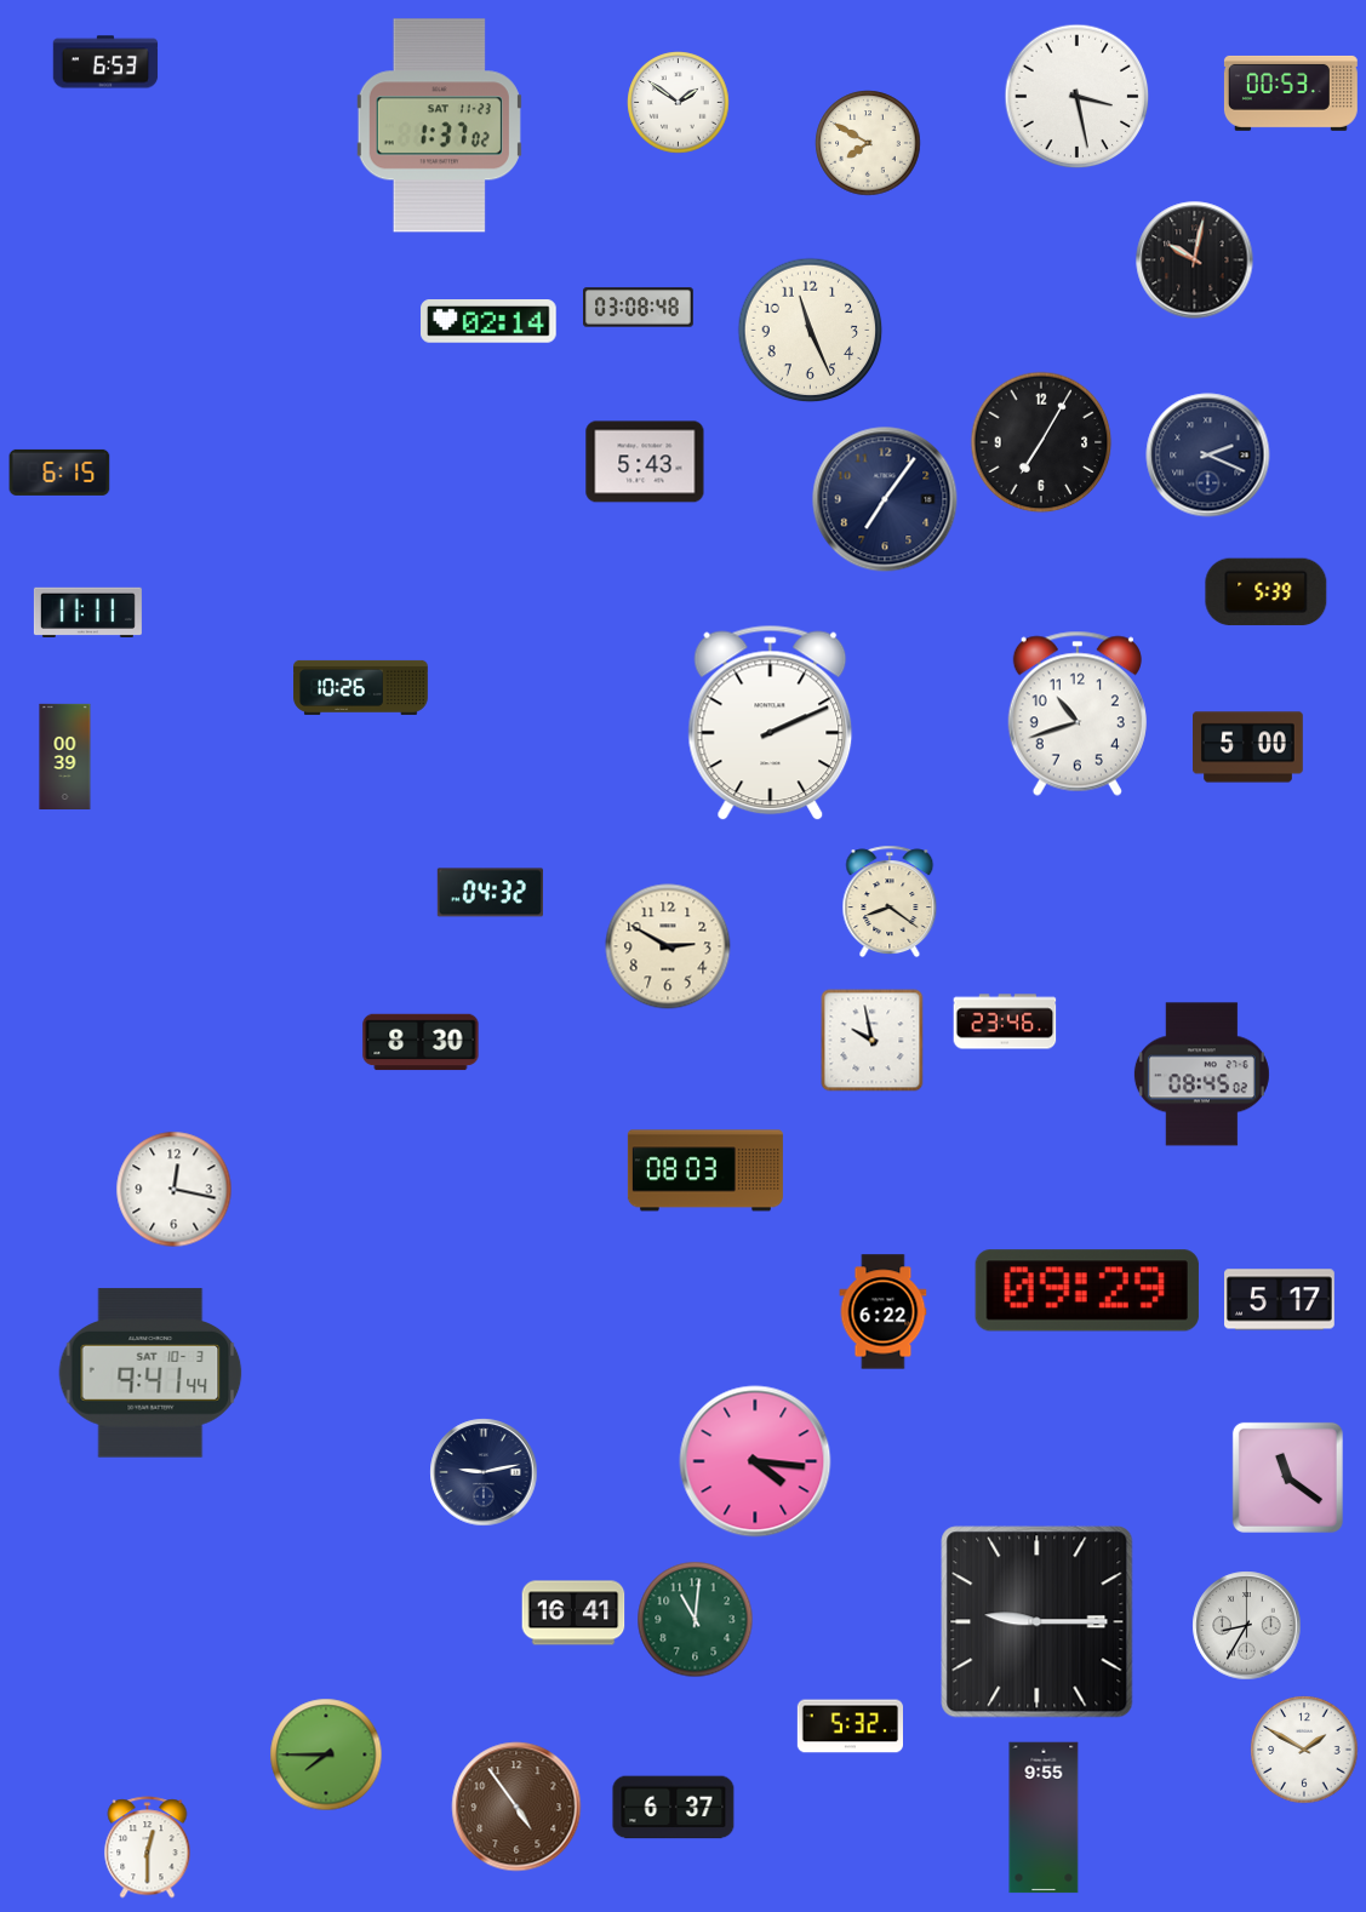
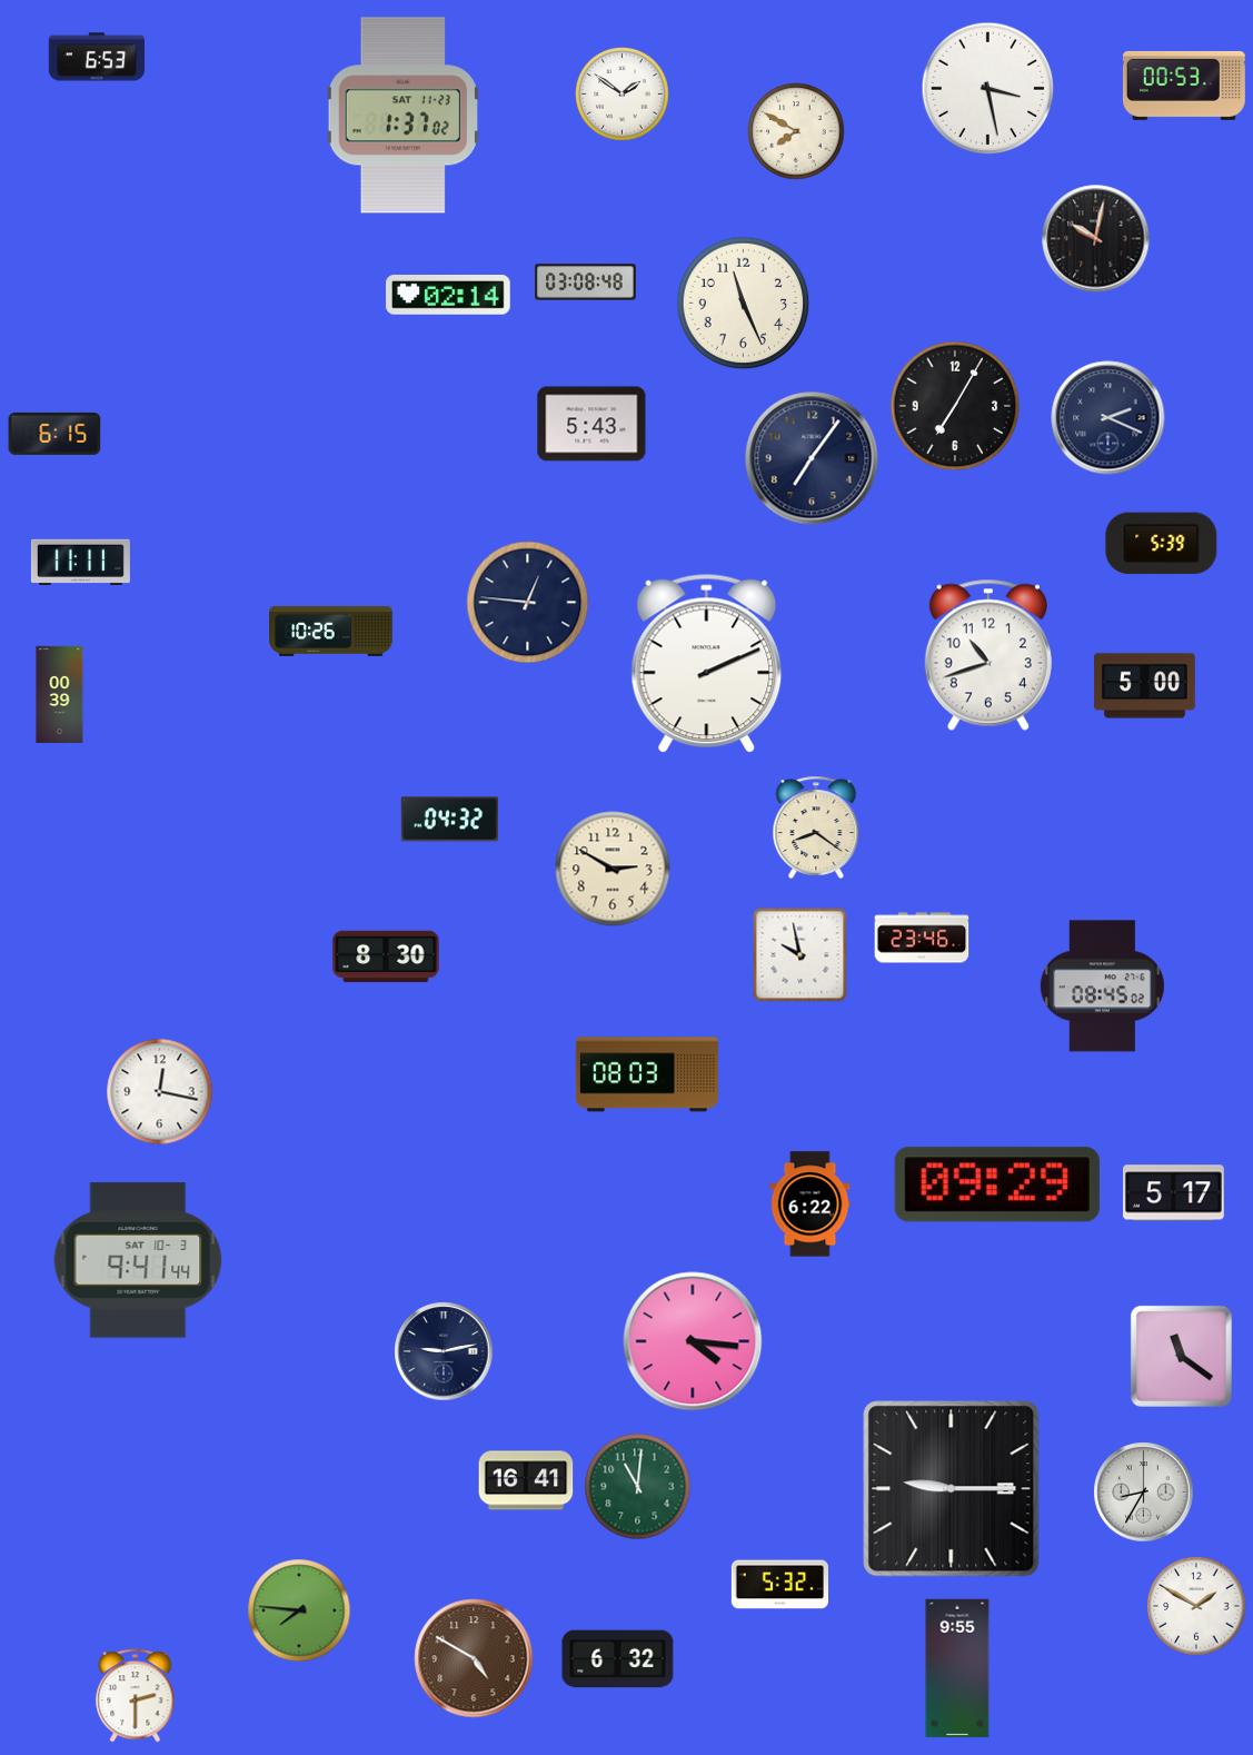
clock at (528, 603): none -> 12:46
clock at (326, 1754): 7:45 -> 7:46
clock at (516, 1807): 4:54 -> 4:50
clock at (674, 1808): 6:37 -> 6:32
clock at (148, 1848): 12:30 -> 2:30
